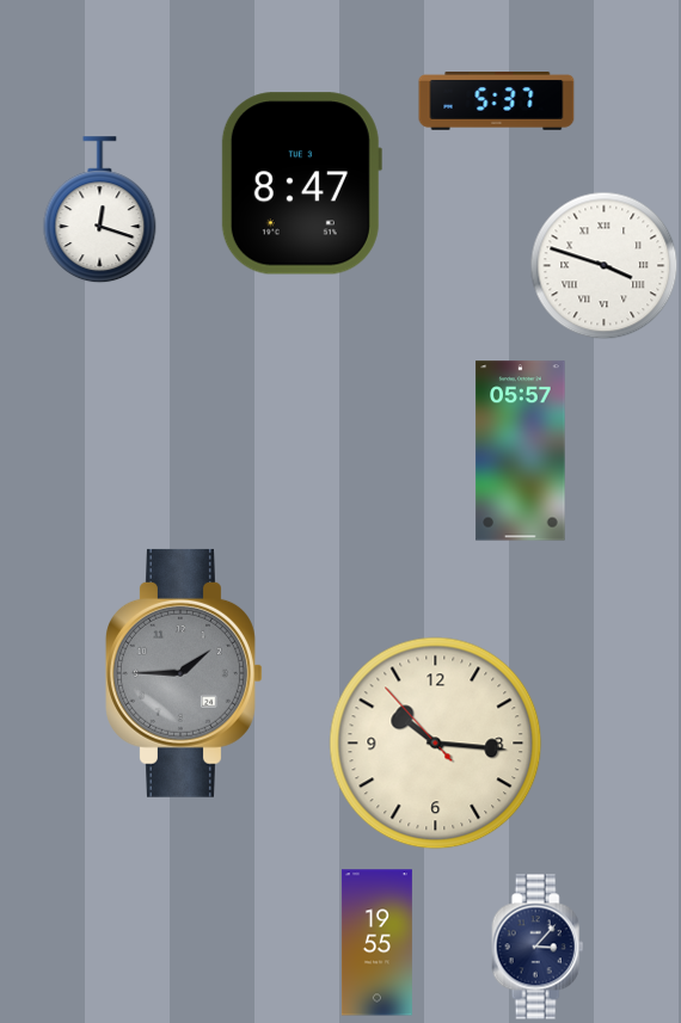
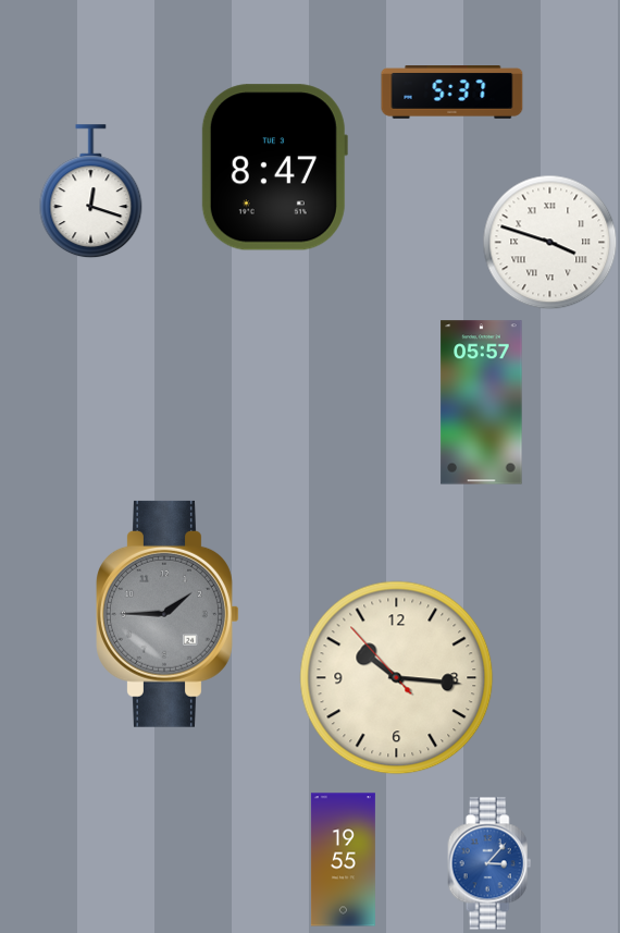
clock at (521, 451) position: (521, 451) -> (482, 403)
clock at (538, 947) dial: navy -> blue
